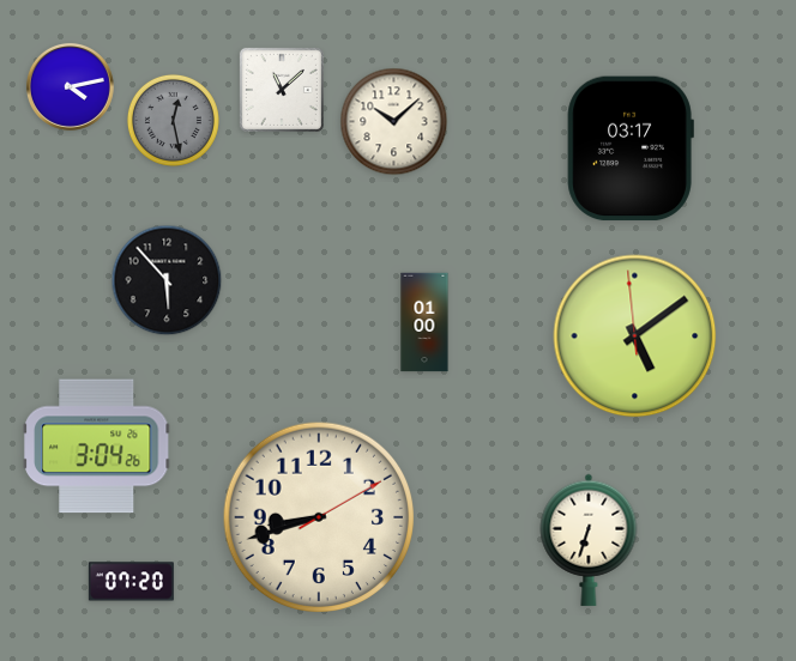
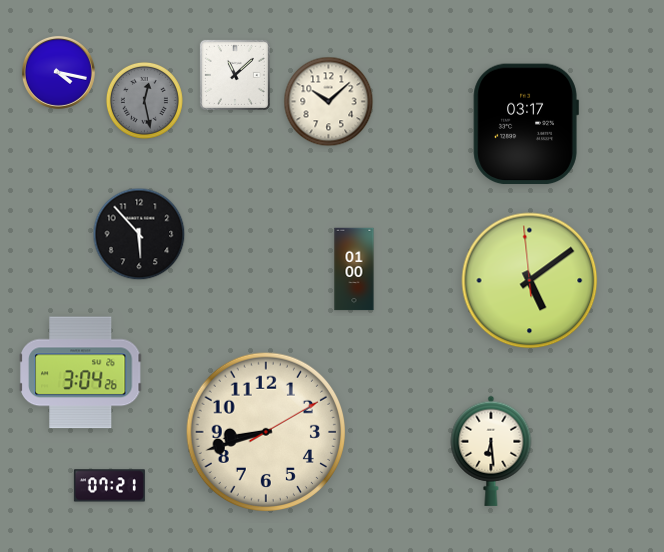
clock at (70, 86): 4:13 -> 4:17
clock at (589, 540): 6:33 -> 6:29
clock at (131, 582): 07:20 -> 07:21
